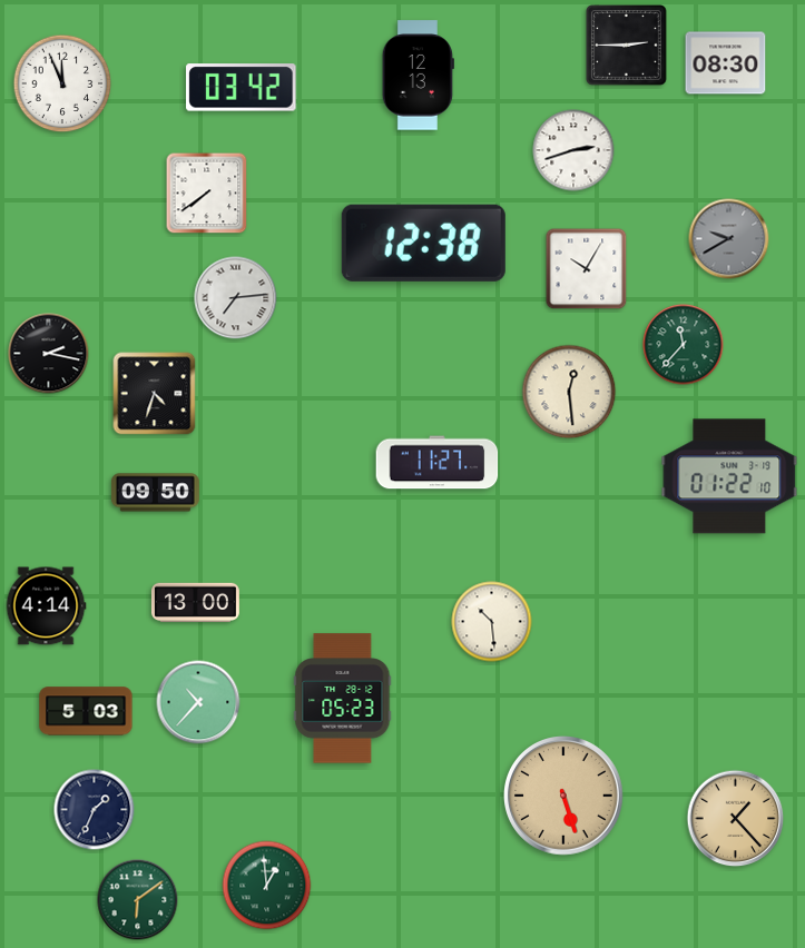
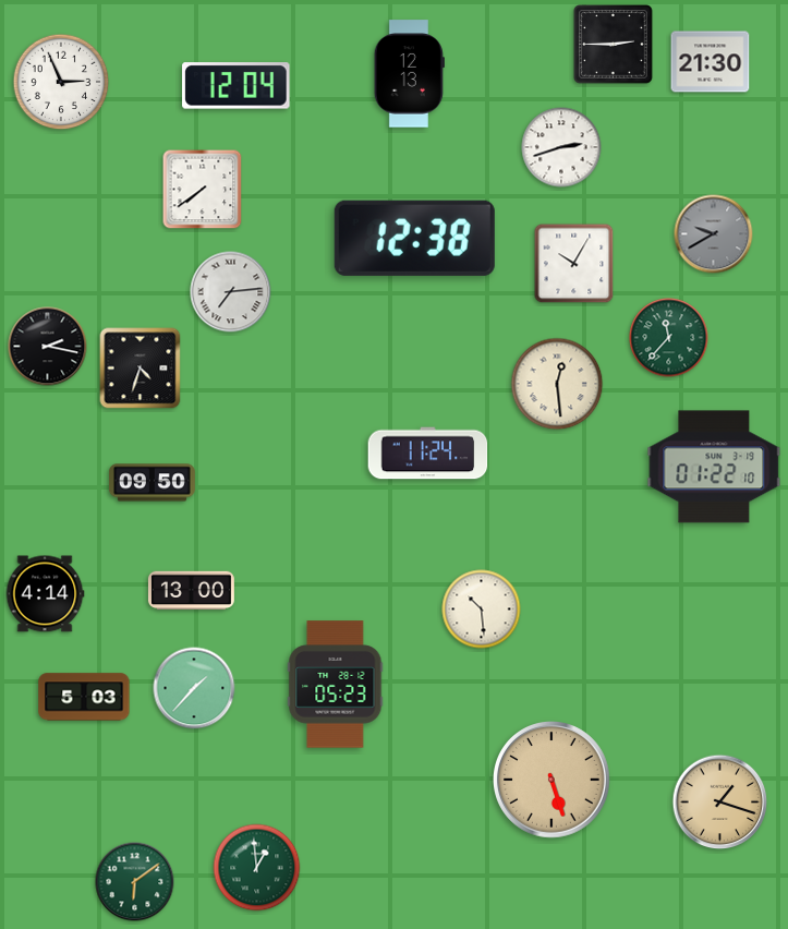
clock at (726, 63): 08:30 -> 21:30
clock at (62, 83): 11:56 -> 2:56
clock at (242, 88): 03:42 -> 12:04
clock at (155, 394) position: (155, 394) -> (141, 369)
clock at (438, 463): 11:27 -> 11:24
clock at (198, 702): 10:37 -> 1:37
clock at (95, 810): 1:34 -> none
clock at (736, 819): 1:23 -> 1:18
clock at (267, 886) position: (267, 886) -> (257, 868)
